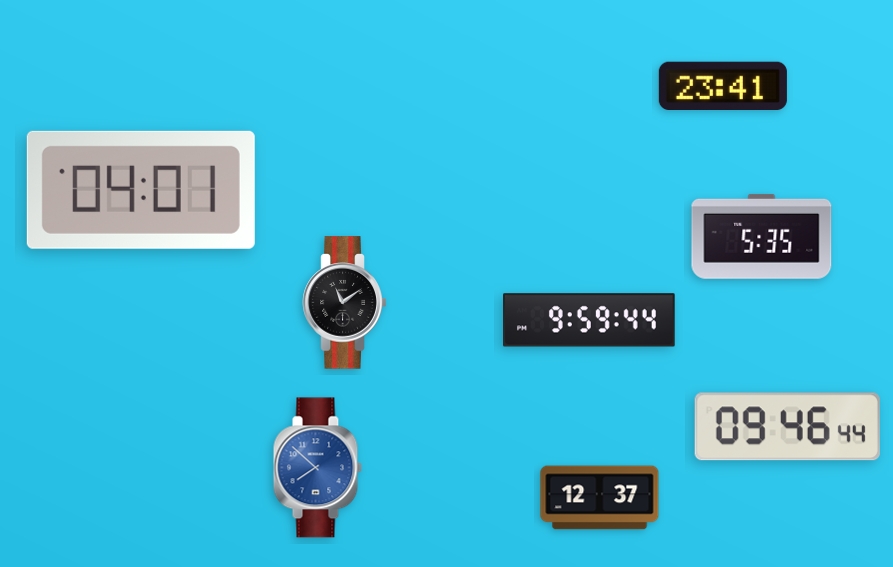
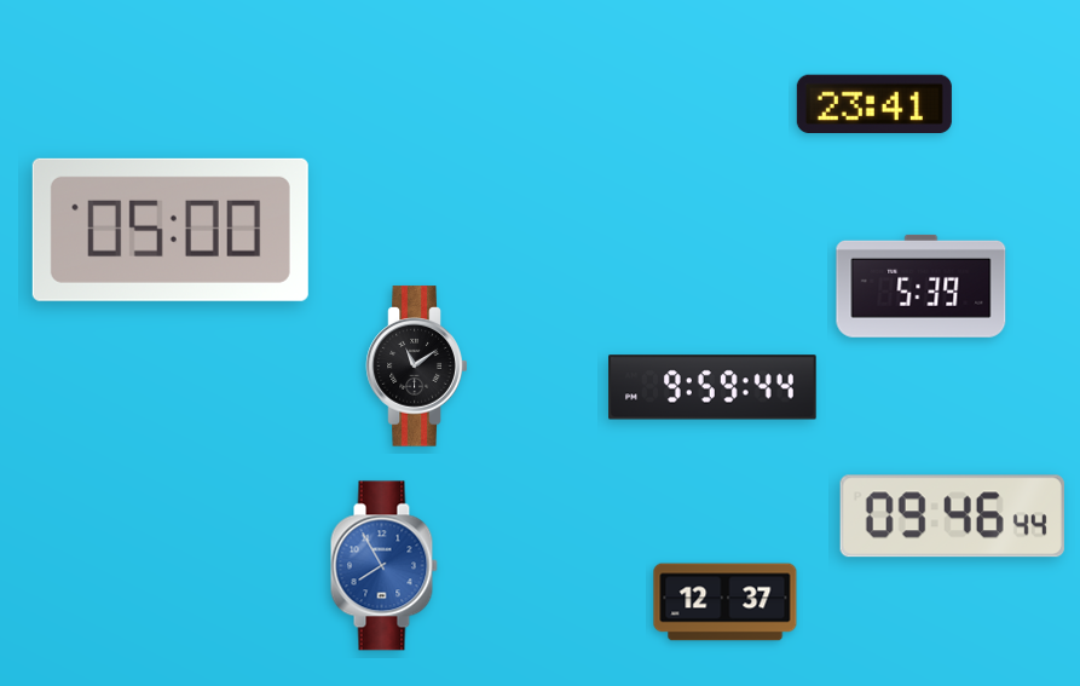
clock at (141, 190): 04:01 -> 05:00
clock at (762, 236): 5:35 -> 5:39
clock at (317, 468): 7:52 -> 7:55
